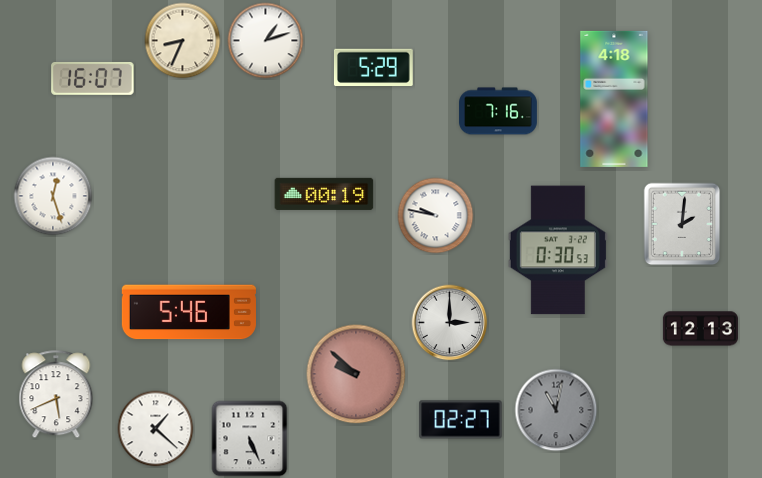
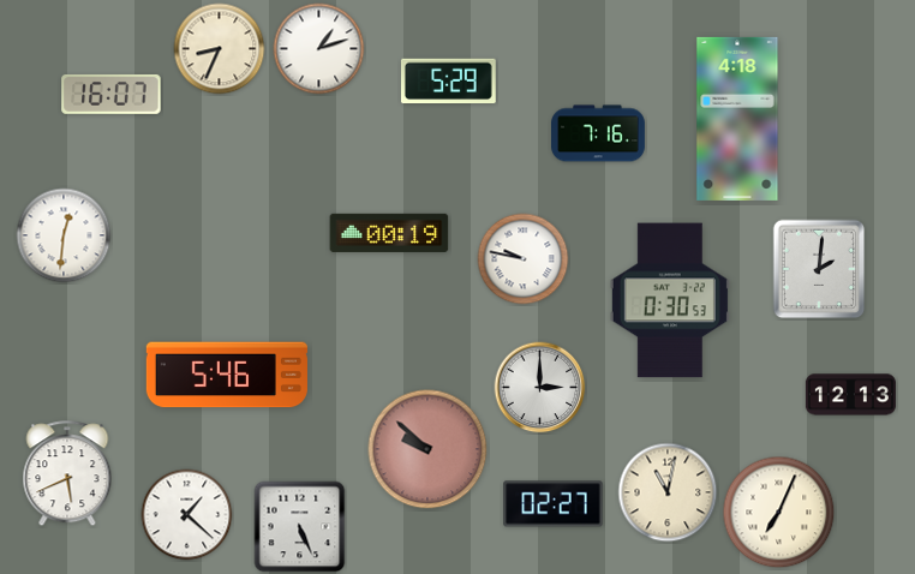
clock at (53, 196): 12:27 -> 12:31
clock at (700, 329) position: (700, 329) -> (850, 395)
clock at (556, 410) dial: grey -> cream
clock at (779, 513): none -> 7:04
